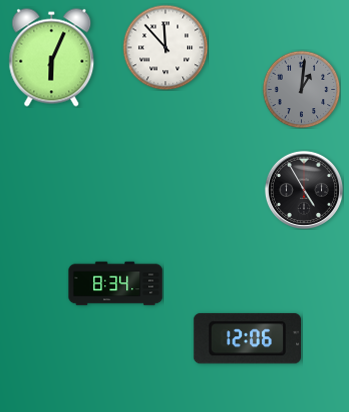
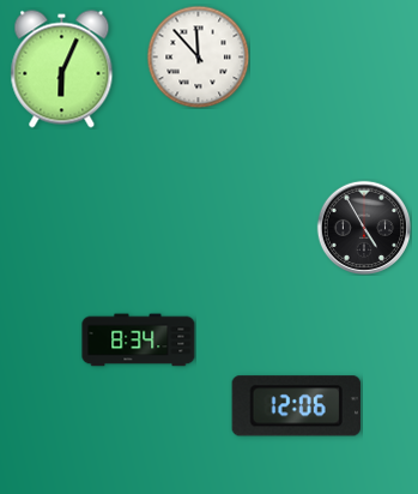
clock at (301, 89): 1:01 -> none
